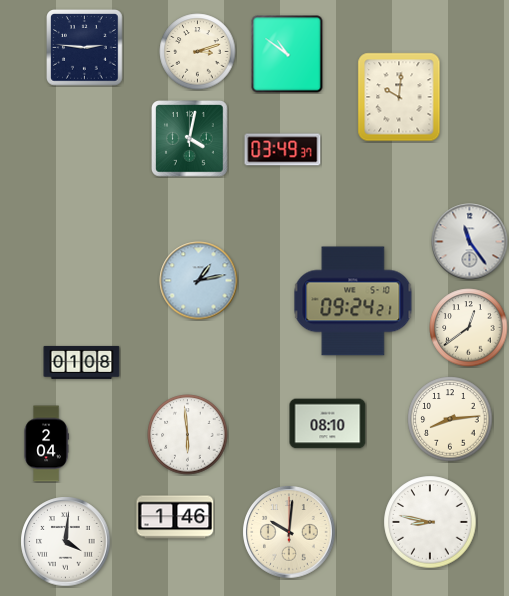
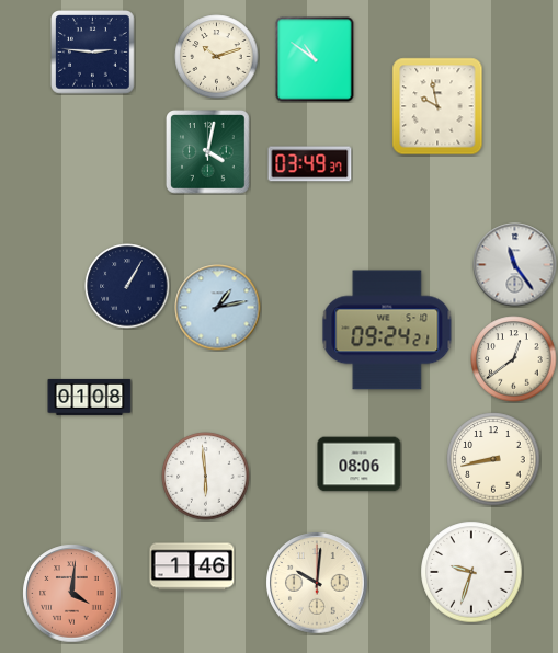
clock at (198, 52): 3:12 -> 10:12
clock at (399, 97): 10:01 -> 9:58
clock at (127, 286): none -> 1:05
clock at (450, 419): 8:14 -> 8:43
clock at (328, 424): 08:10 -> 08:06
clock at (46, 444): 2:04 -> none
clock at (430, 522): 8:47 -> 9:33
clock at (66, 542) dial: white -> salmon
